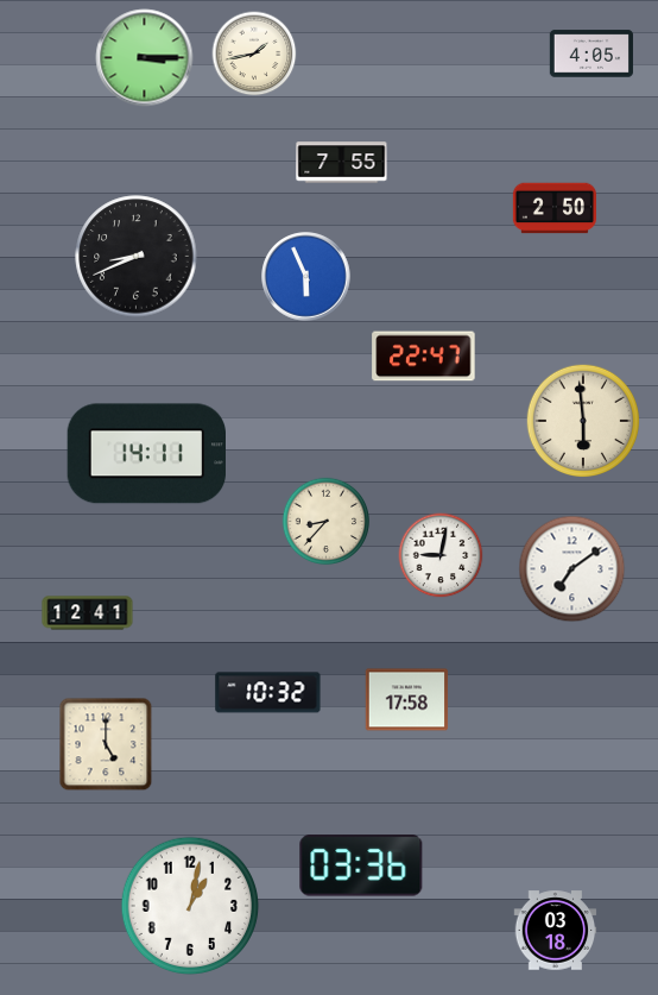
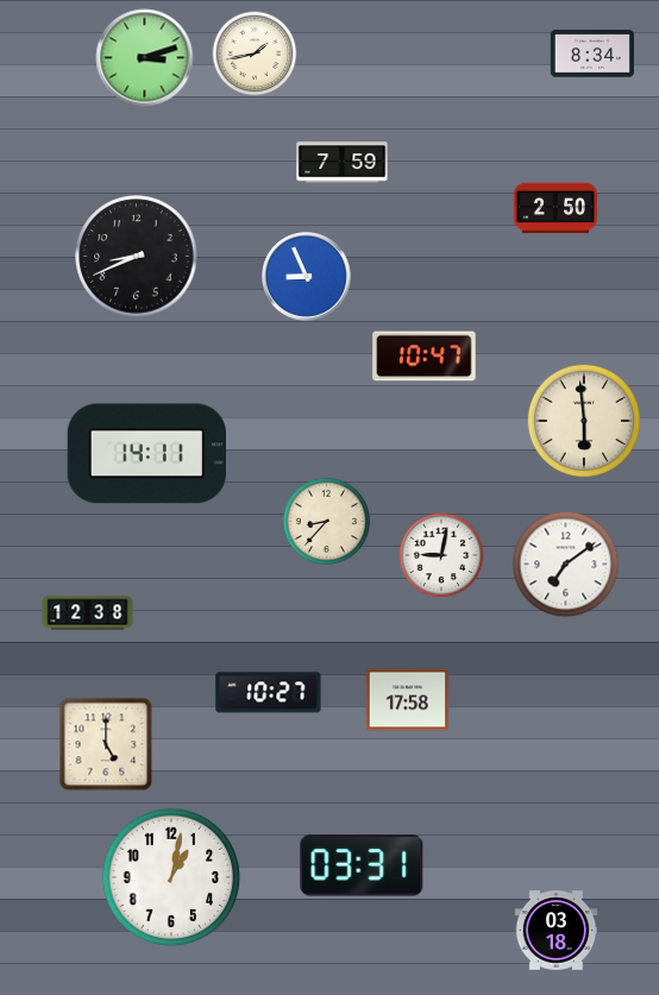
clock at (591, 53): 4:05 -> 8:34
clock at (145, 58): 3:15 -> 3:12
clock at (342, 163): 7:55 -> 7:59
clock at (306, 277): 5:56 -> 8:56
clock at (424, 357): 22:47 -> 10:47
clock at (572, 569) position: (572, 569) -> (566, 565)
clock at (88, 613): 12:41 -> 12:38
clock at (268, 693): 10:32 -> 10:27
clock at (361, 865): 03:36 -> 03:31
clock at (190, 906) position: (190, 906) -> (171, 877)
